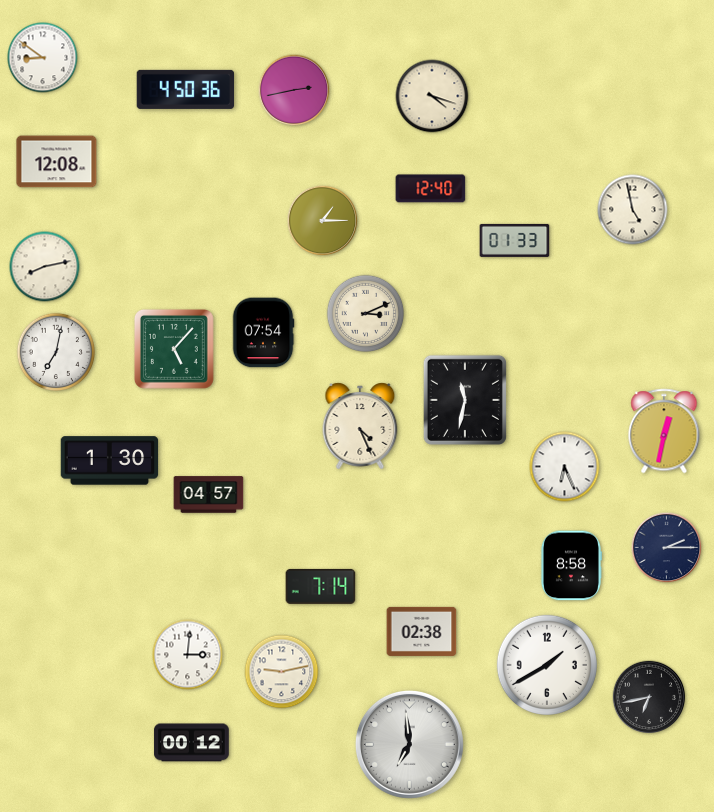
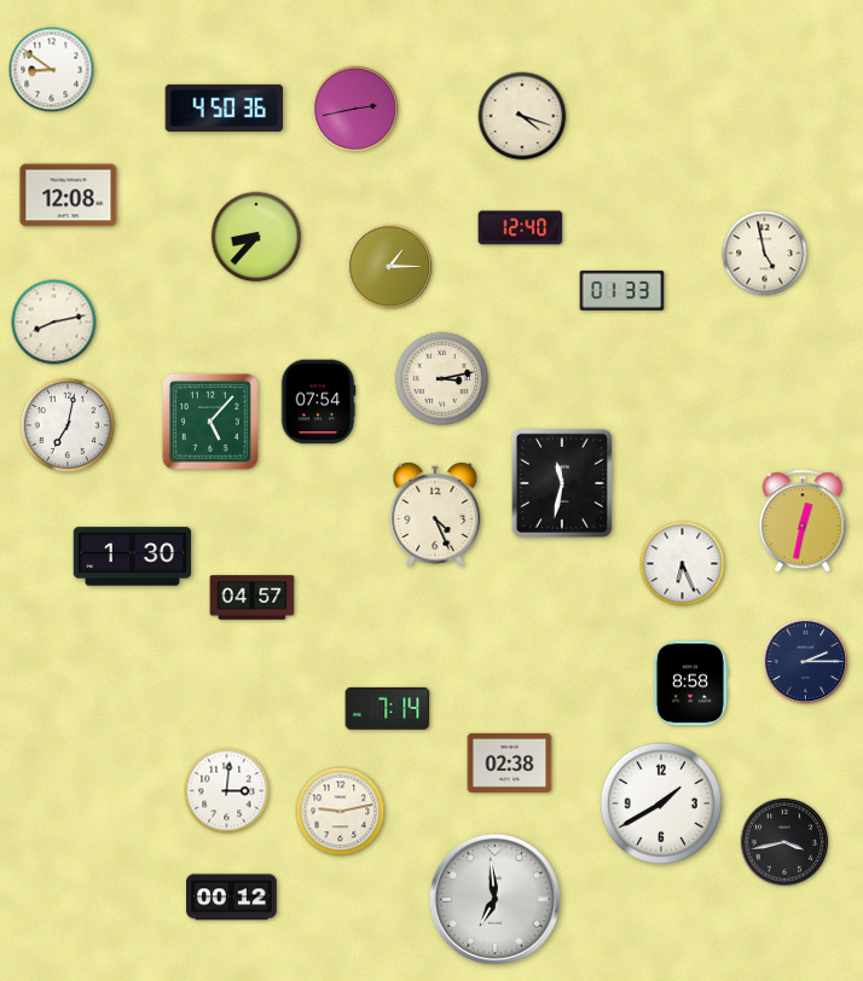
clock at (256, 237): none -> 8:37
clock at (366, 314): 3:11 -> 3:13
clock at (649, 697): 6:43 -> 3:43
